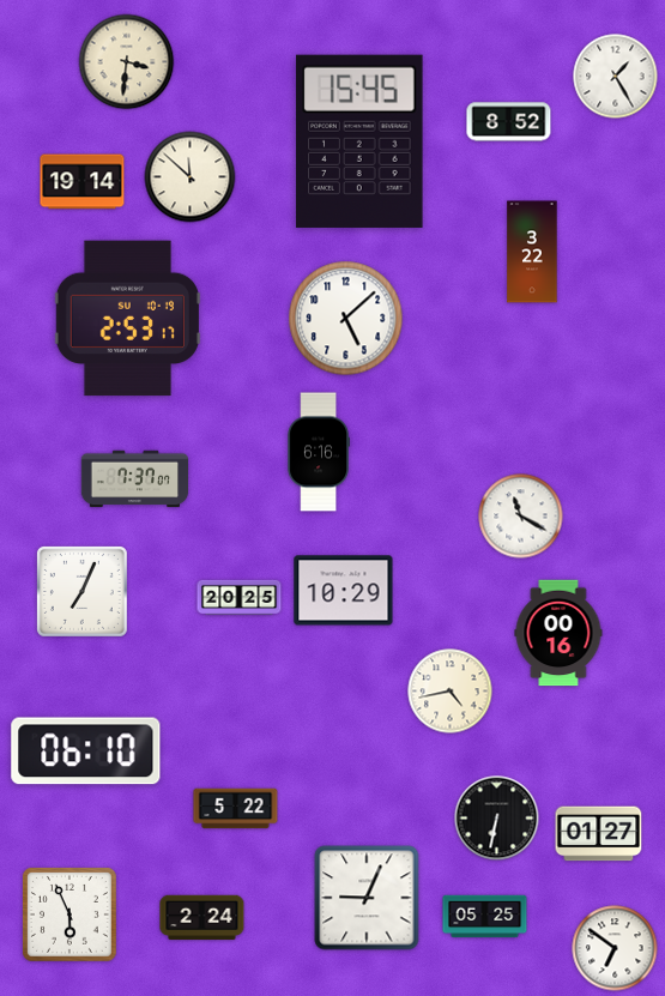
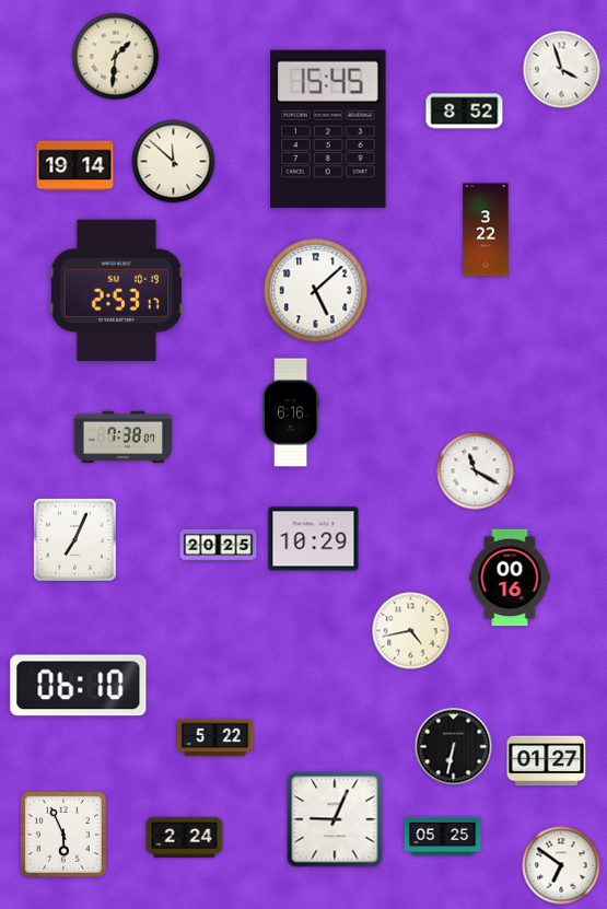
clock at (127, 62): 3:31 -> 1:31
clock at (616, 77): 1:25 -> 3:57
clock at (135, 479): 7:37 -> 7:38
